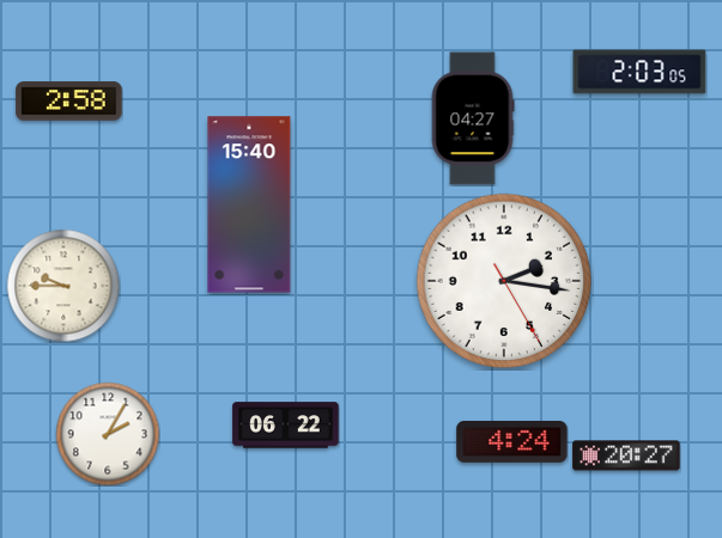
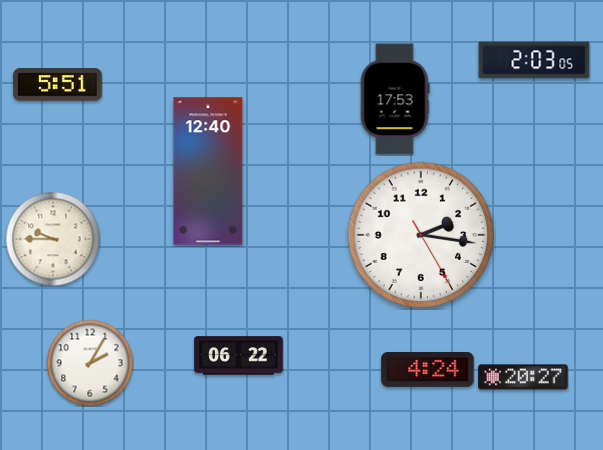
clock at (69, 102): 2:58 -> 5:51
clock at (473, 118): 04:27 -> 17:53
clock at (249, 204): 15:40 -> 12:40
clock at (626, 456) position: (626, 456) -> (523, 377)
